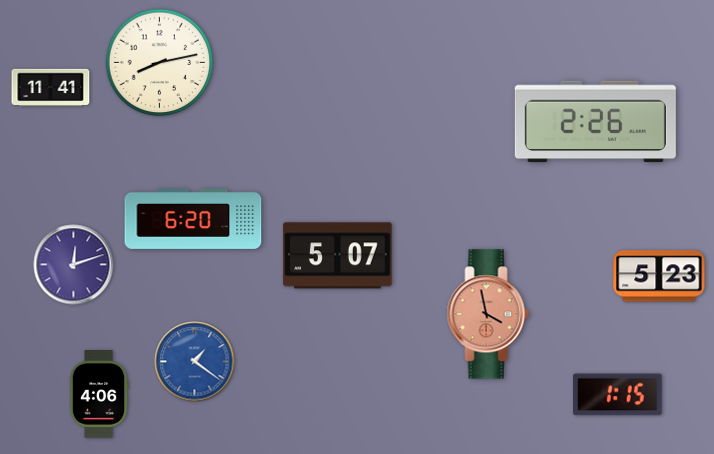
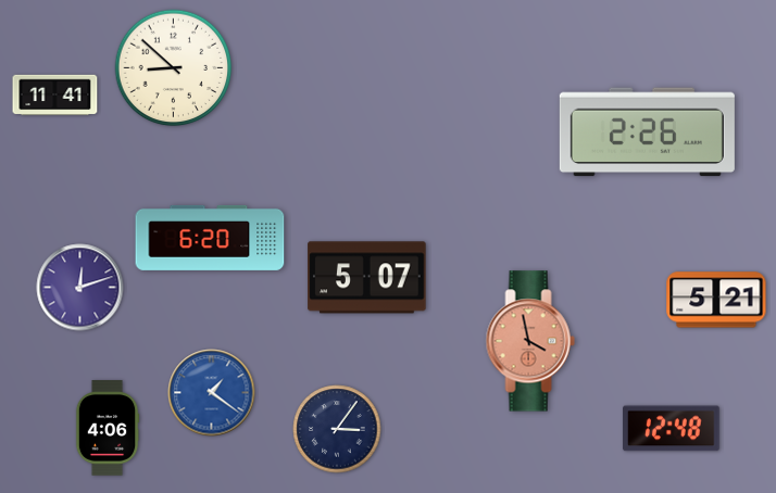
clock at (160, 63): 8:13 -> 8:52
clock at (659, 276): 5:23 -> 5:21
clock at (337, 429): none -> 3:06
clock at (618, 395): 1:15 -> 12:48
